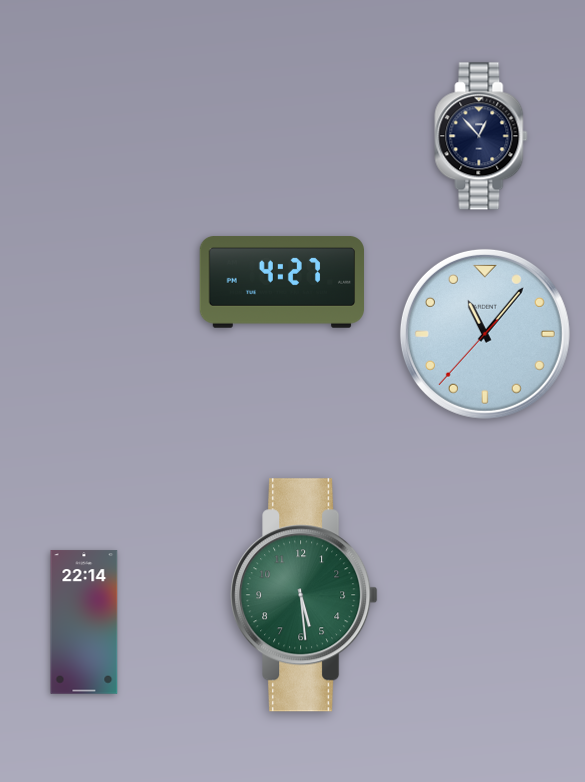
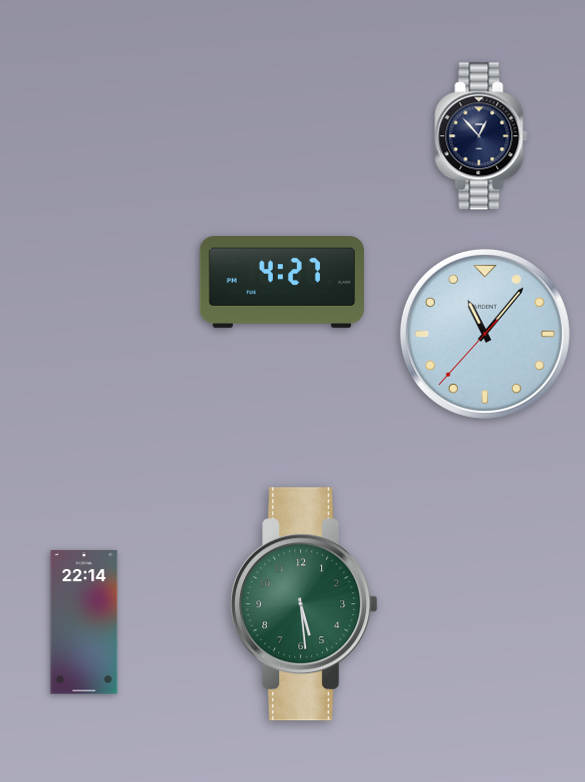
clock at (304, 595) position: (304, 595) -> (304, 604)
